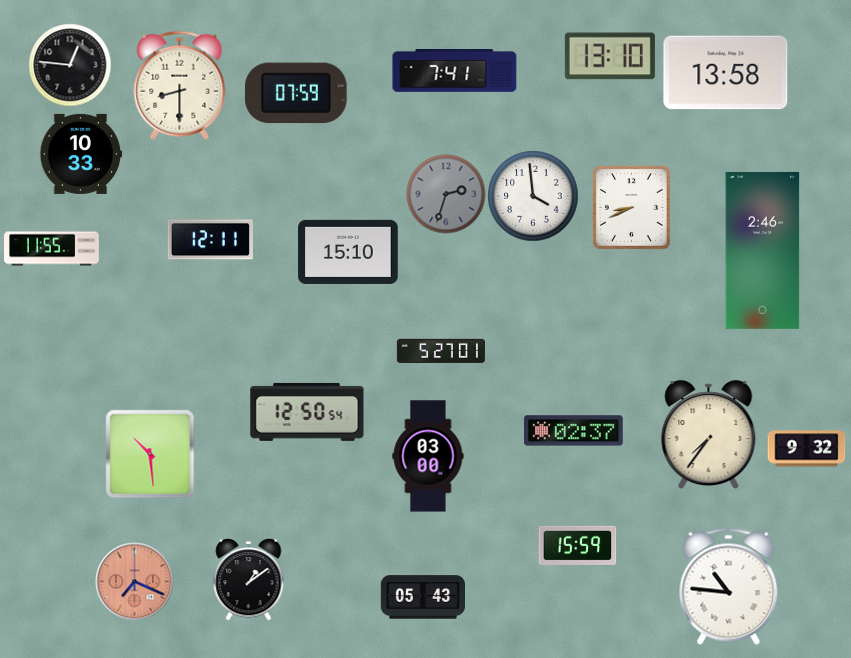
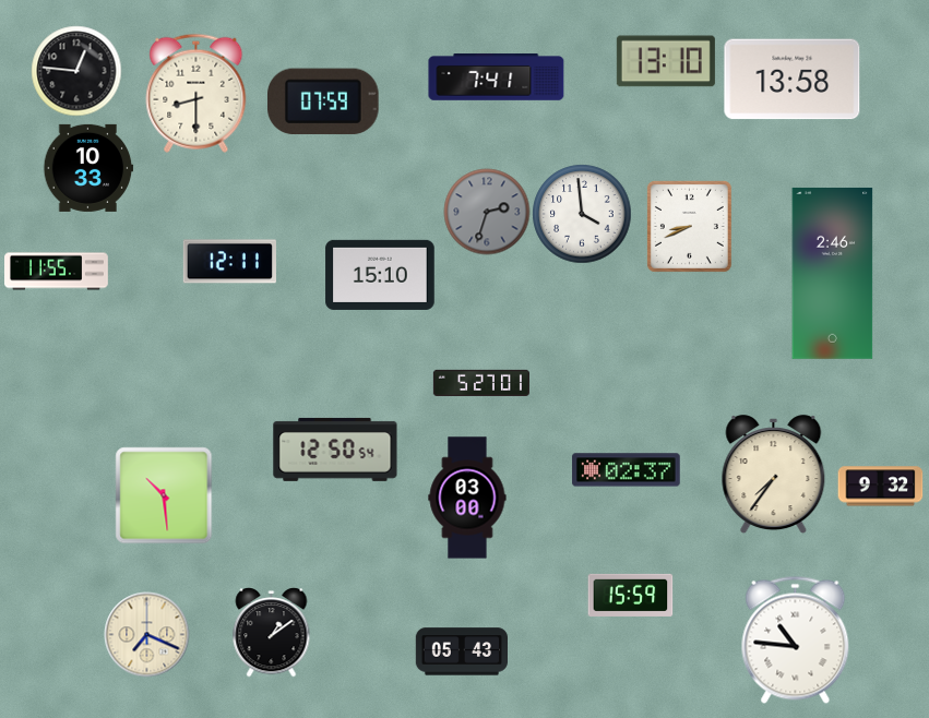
clock at (806, 449) position: (806, 449) -> (880, 487)
clock at (134, 581) dial: salmon -> cream
